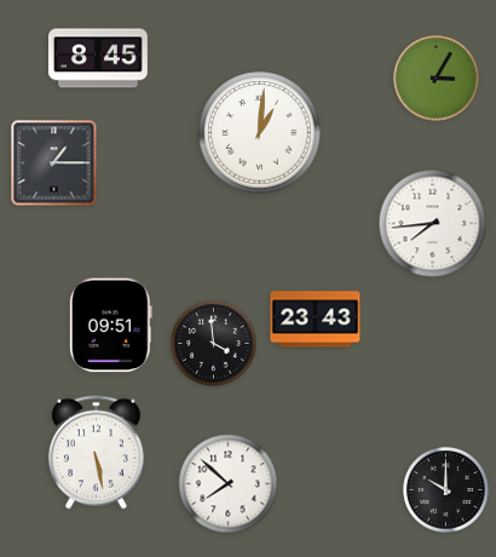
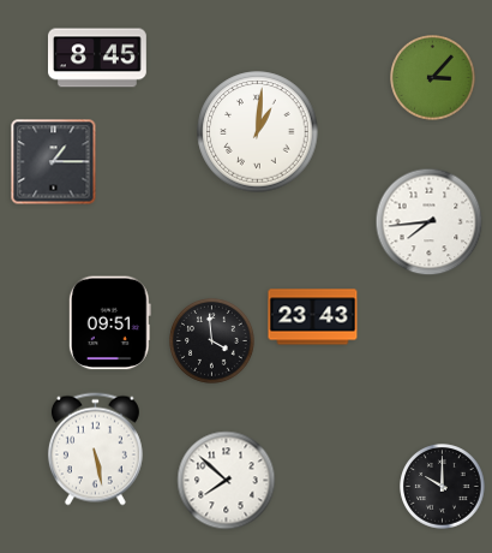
clock at (437, 79): 3:05 -> 3:07
